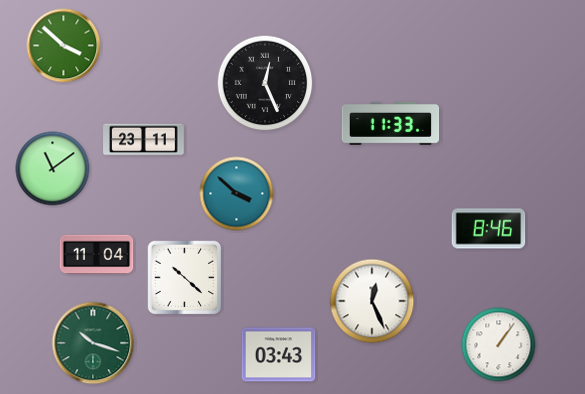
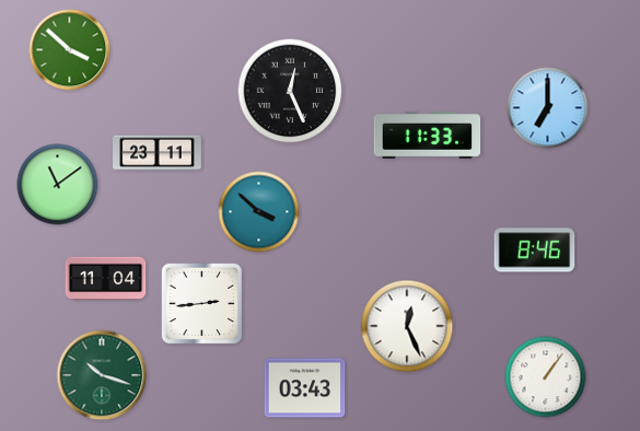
clock at (548, 108): none -> 7:00
clock at (185, 278): 10:22 -> 2:44
clock at (372, 301) position: (372, 301) -> (407, 326)
